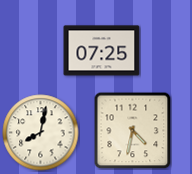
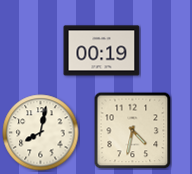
clock at (102, 51): 07:25 -> 00:19
